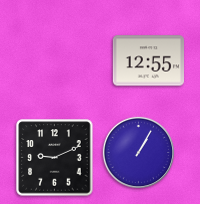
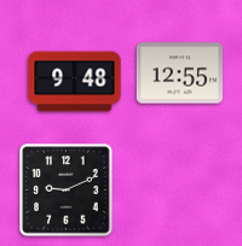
clock at (75, 82): none -> 9:48
clock at (138, 152): 1:05 -> none
